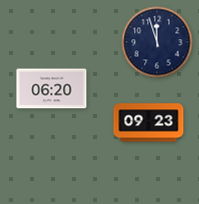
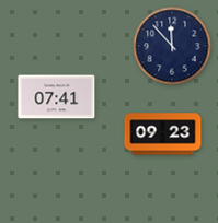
clock at (157, 42): 11:57 -> 11:53
clock at (52, 89): 06:20 -> 07:41
